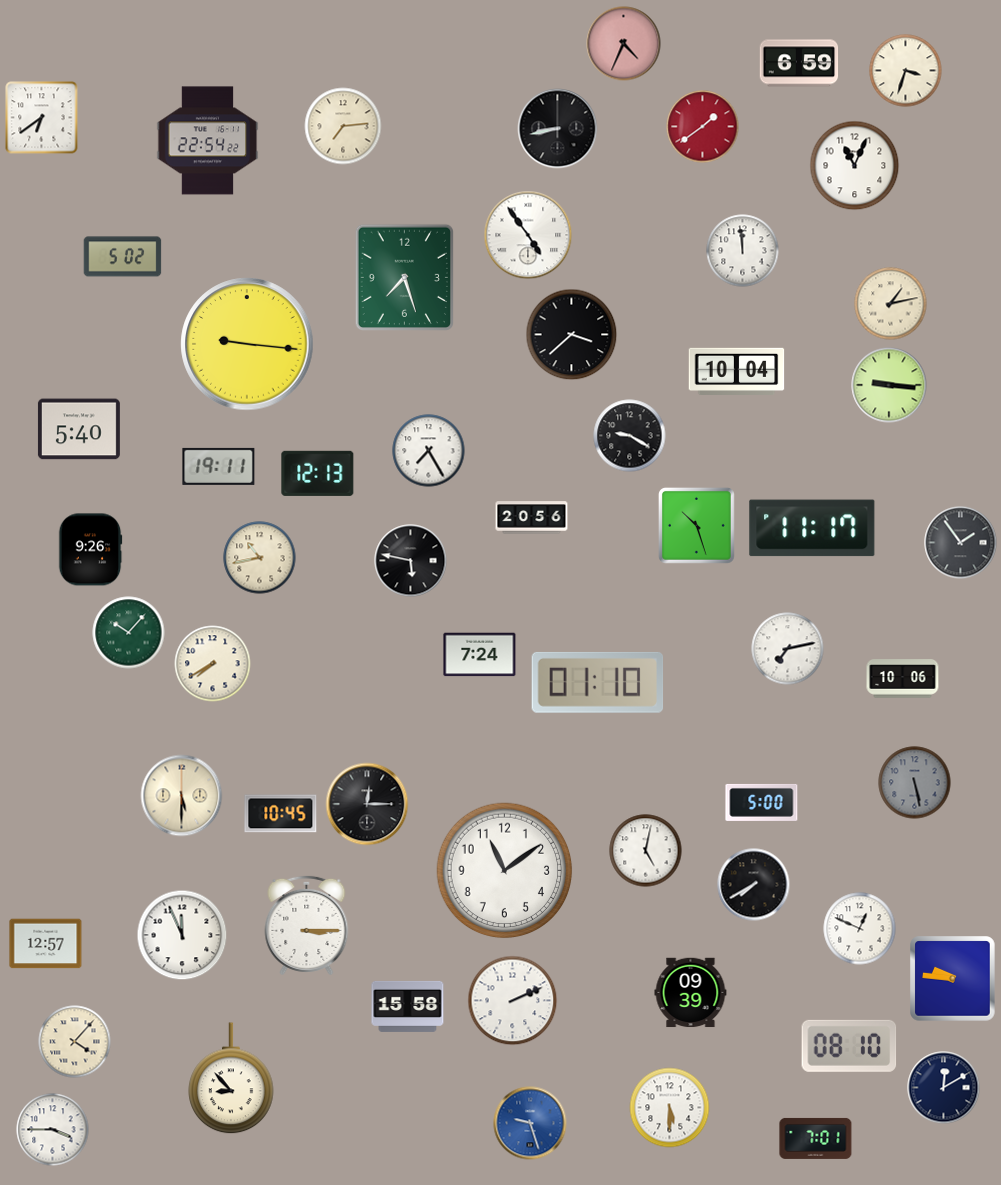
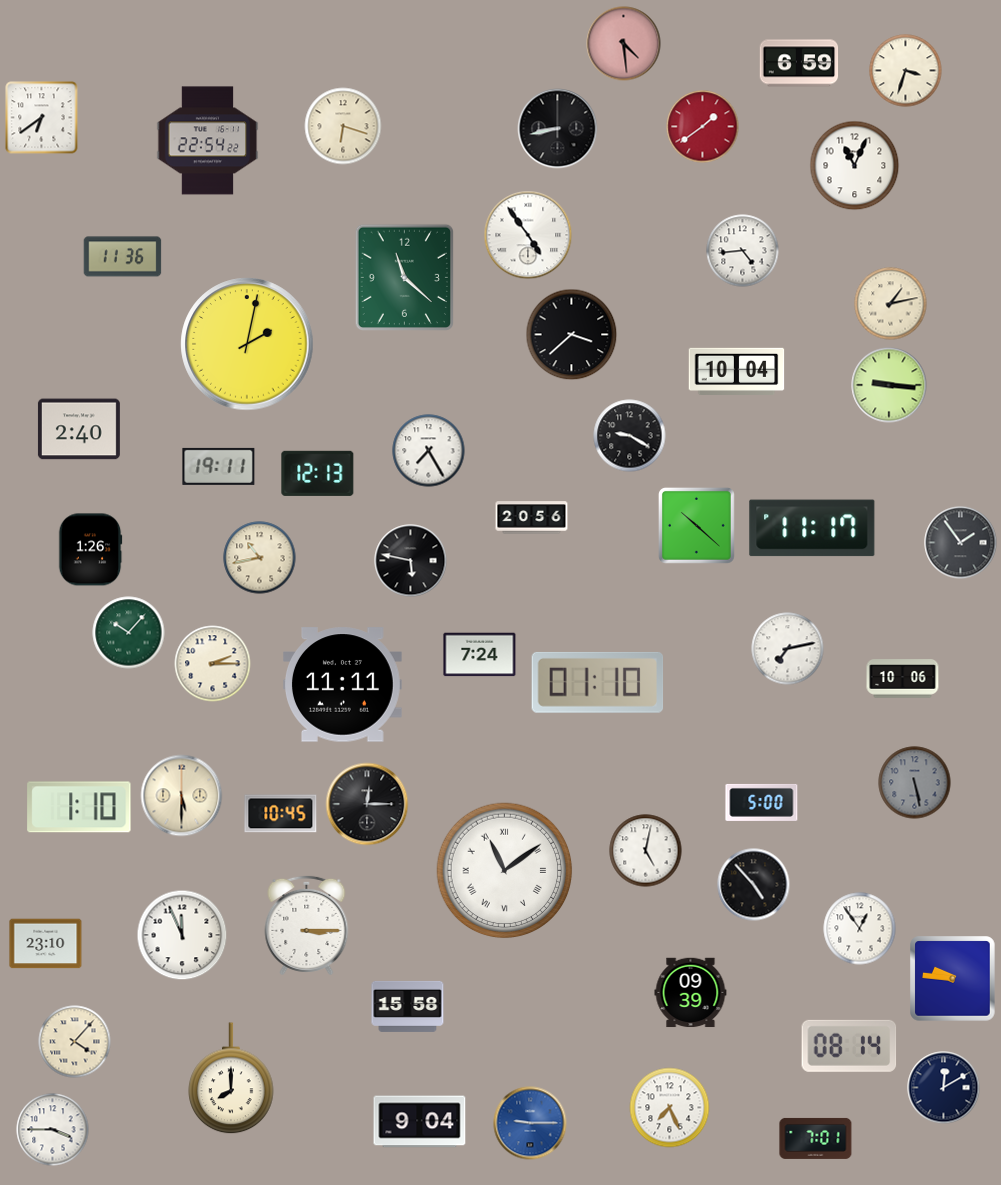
clock at (624, 44): 4:34 -> 4:29
clock at (343, 126): 7:14 -> 6:18
clock at (743, 251): 11:59 -> 4:44
clock at (123, 257): 5:02 -> 11:36
clock at (404, 277): 7:27 -> 11:22
clock at (247, 344): 9:16 -> 2:02
clock at (79, 429): 5:40 -> 2:40
clock at (696, 525): 10:27 -> 10:22
clock at (90, 550): 9:26 -> 1:26
clock at (213, 664): 7:40 -> 2:15
clock at (342, 685): none -> 11:11
clock at (79, 807): none -> 1:10
clock at (505, 871) numerals: Arabic -> Roman
clock at (754, 885): 7:40 -> 4:53
clock at (860, 929): 12:49 -> 12:54
clock at (46, 944): 12:57 -> 23:10
clock at (513, 1001): 2:11 -> none
clock at (849, 1046): 08:10 -> 08:14
clock at (231, 1079): 8:53 -> 8:00
clock at (670, 1108): 5:30 -> 7:26
clock at (420, 1122): none -> 9:04
clock at (530, 1123): 9:27 -> 9:15
